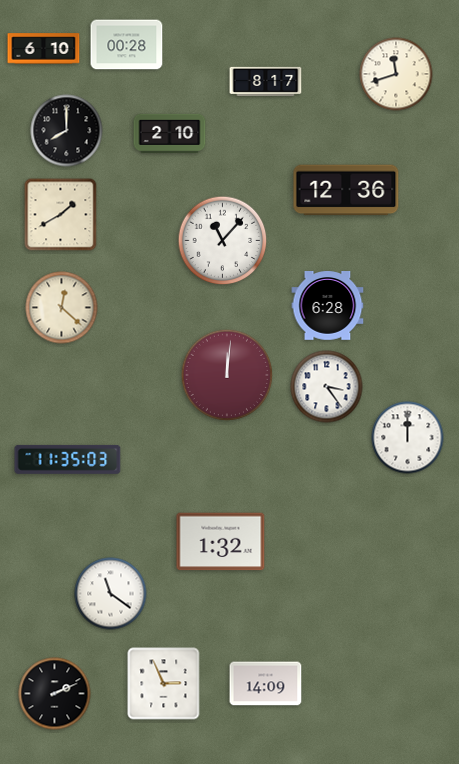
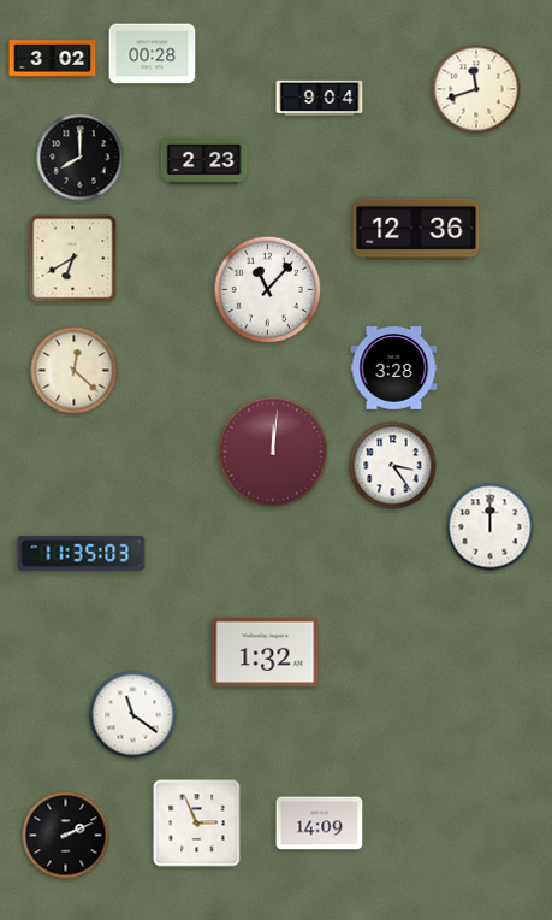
clock at (44, 49): 6:10 -> 3:02
clock at (266, 81): 8:17 -> 9:04
clock at (170, 133): 2:10 -> 2:23
clock at (61, 215): 1:40 -> 6:40
clock at (328, 306): 6:28 -> 3:28
